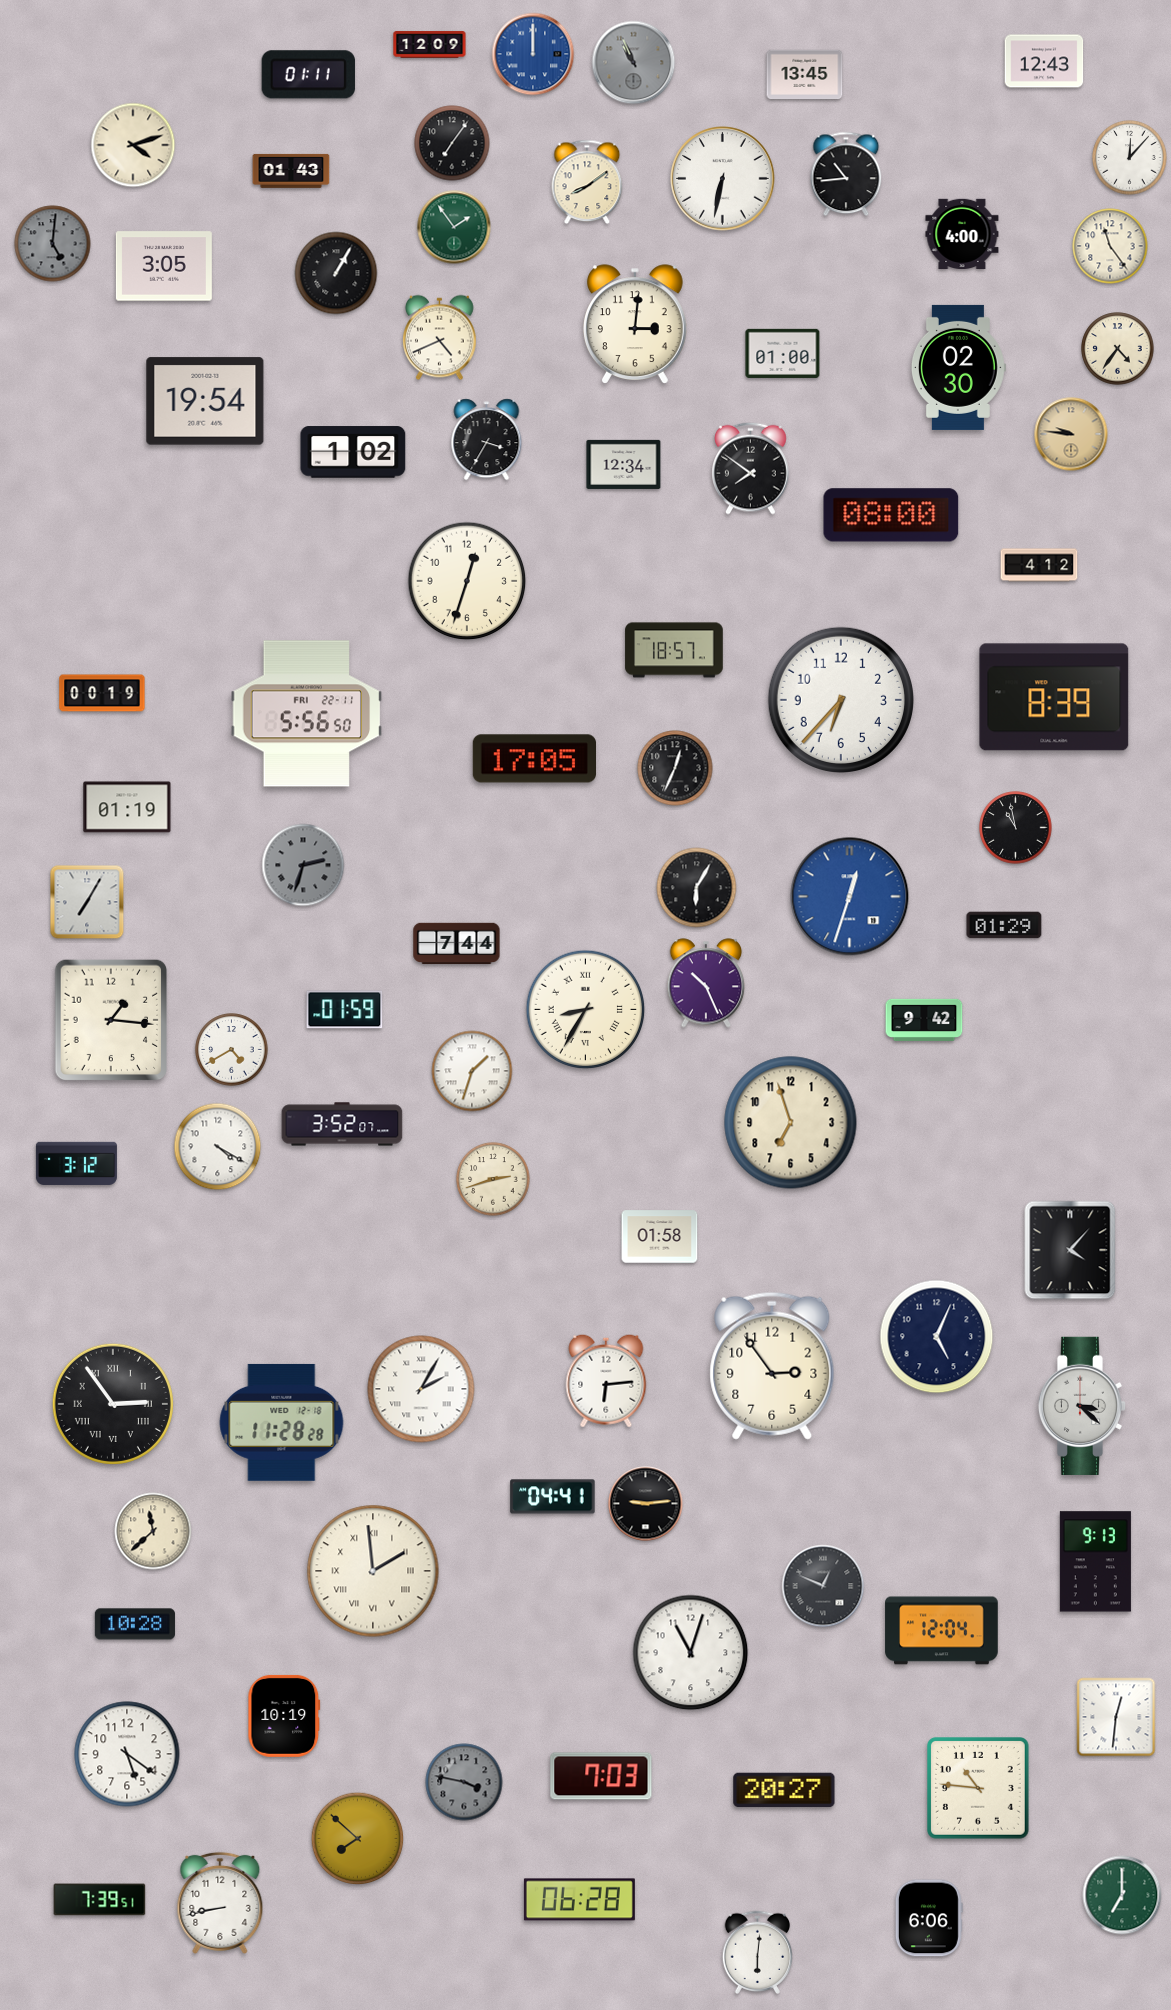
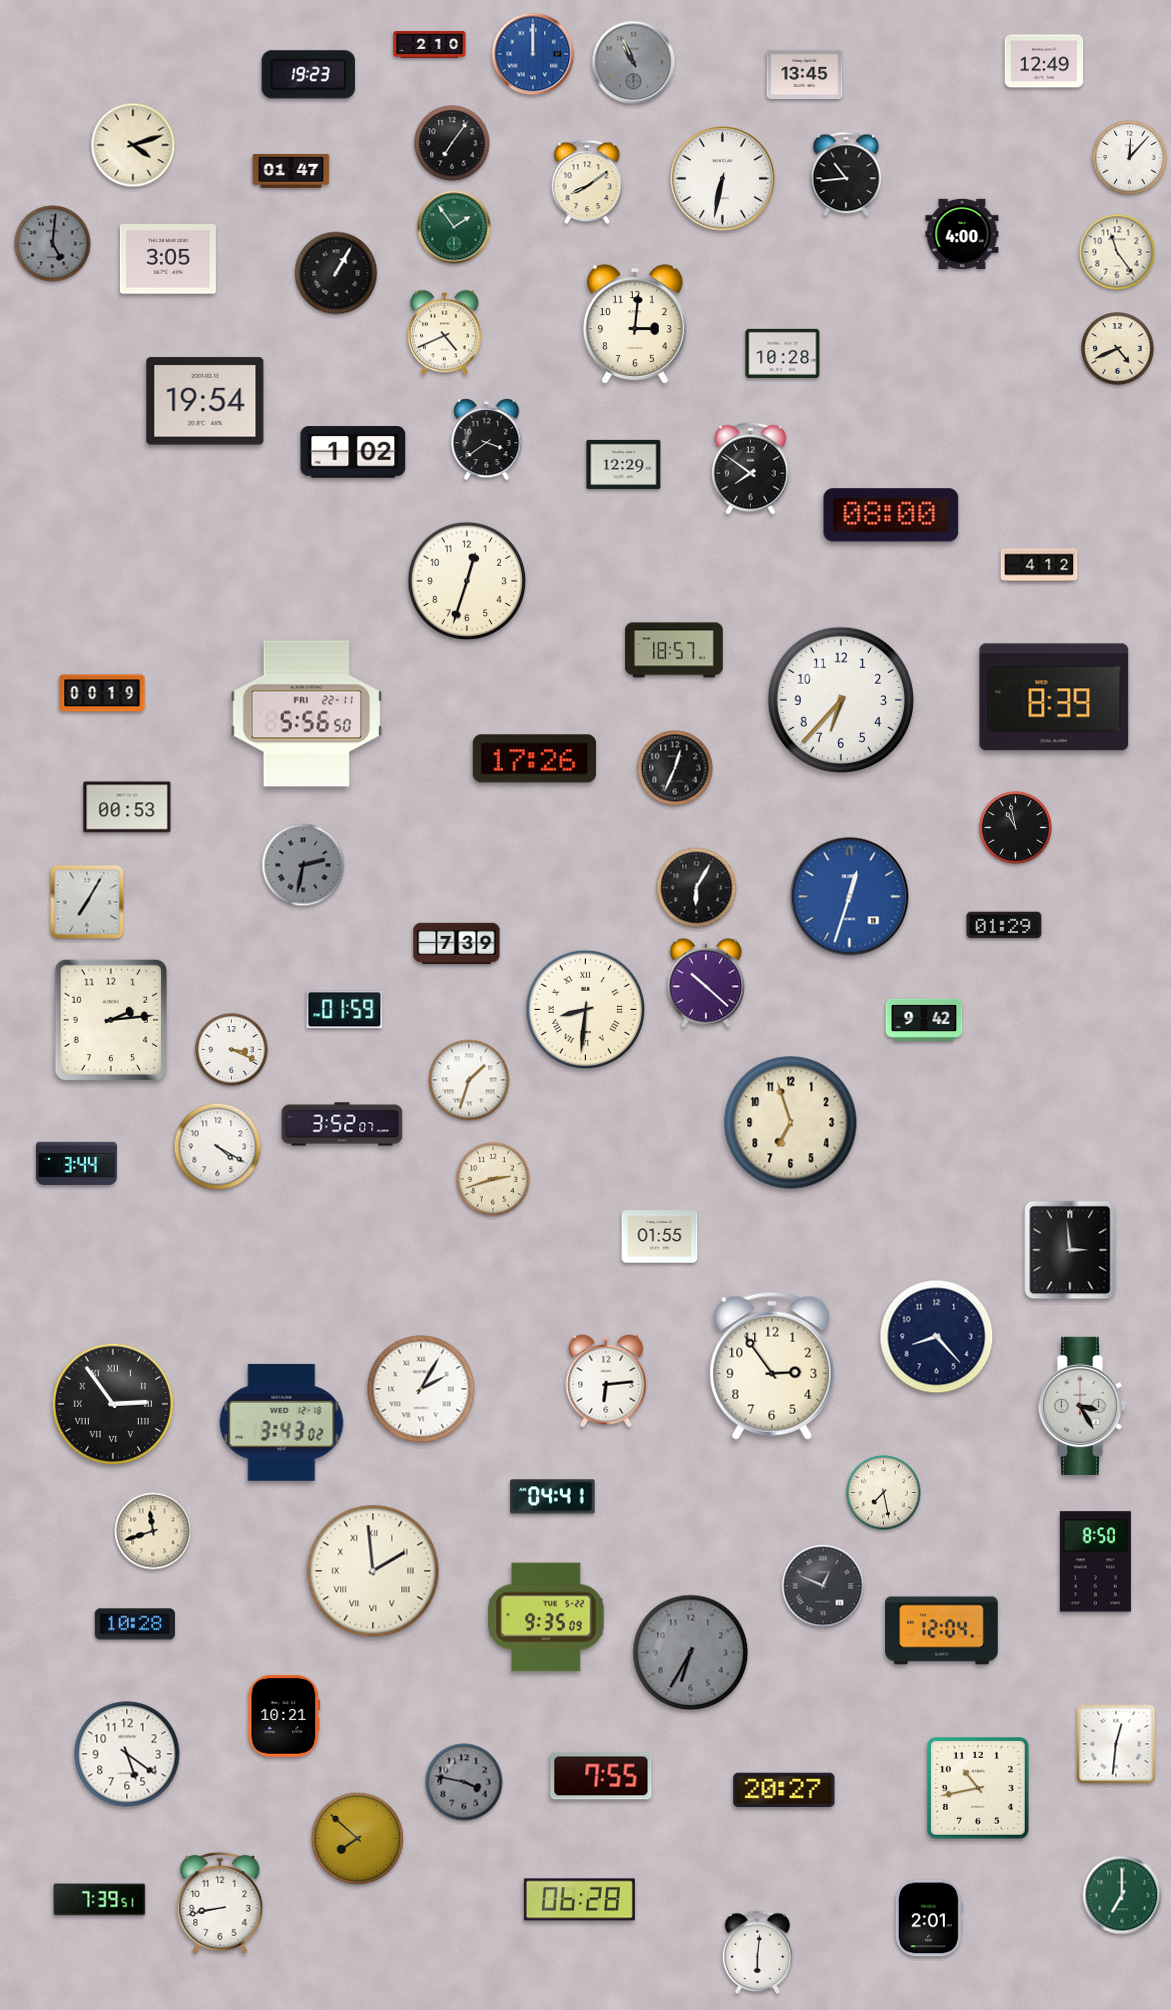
clock at (430, 45): 12:09 -> 2:10
clock at (1044, 61): 12:43 -> 12:49
clock at (308, 75): 01:11 -> 19:23
clock at (291, 171): 01:43 -> 01:47
clock at (1110, 246) position: (1110, 246) -> (1117, 252)
clock at (164, 266) position: (164, 266) -> (168, 259)
clock at (440, 338) position: (440, 338) -> (445, 333)
clock at (1118, 349): 4:36 -> 4:41
clock at (783, 353): 01:00 -> 10:28
clock at (958, 367): 02:30 -> none
clock at (1071, 434): 9:46 -> none
clock at (487, 440): 3:35 -> 3:39
clock at (624, 464): 12:34 -> 12:29
clock at (534, 759): 17:05 -> 17:26
clock at (127, 807): 01:19 -> 00:53
clock at (303, 865): 2:33 -> 2:32
clock at (457, 944): 7:44 -> 7:39
clock at (706, 983): 10:26 -> 10:22
clock at (586, 1010): 8:35 -> 8:31
clock at (111, 1020): 1:16 -> 2:14
clock at (232, 1050): 4:40 -> 3:19
clock at (472, 1071) position: (472, 1071) -> (469, 1080)
clock at (76, 1163): 3:12 -> 3:44
clock at (660, 1237): 01:58 -> 01:55
clock at (1070, 1250): 4:07 -> 2:59
clock at (937, 1337): 5:04 -> 8:23
clock at (1082, 1406): 3:22 -> 3:25
clock at (282, 1422): 11:28 -> 3:43
clock at (884, 1493): none -> 7:28
clock at (646, 1504): 9:14 -> none
clock at (153, 1531): 11:38 -> 11:42
clock at (1095, 1562): 9:13 -> 8:50
clock at (546, 1617): none -> 9:35
clock at (691, 1653): 11:03 -> 6:35
clock at (691, 1653) dial: white -> grey
clock at (284, 1716): 10:19 -> 10:21
clock at (1116, 1717) position: (1116, 1717) -> (1116, 1744)
clock at (601, 1776): 7:03 -> 7:55
clock at (979, 1789): 10:46 -> 10:43
clock at (929, 1918): 6:06 -> 2:01
